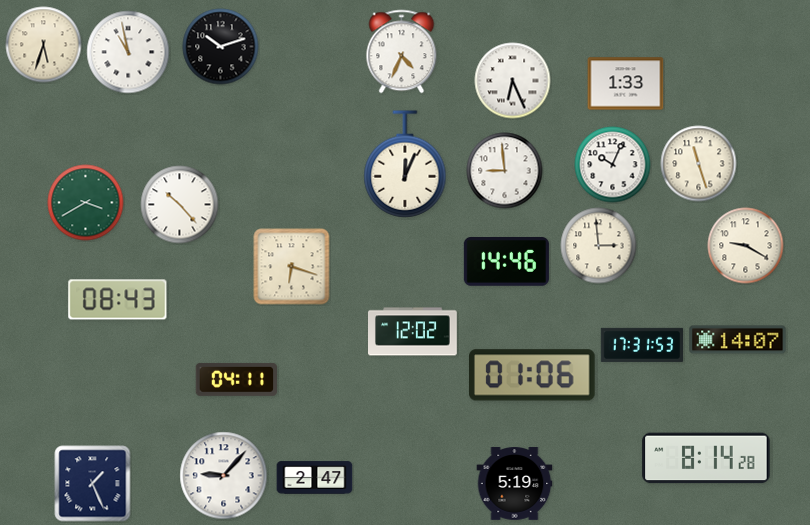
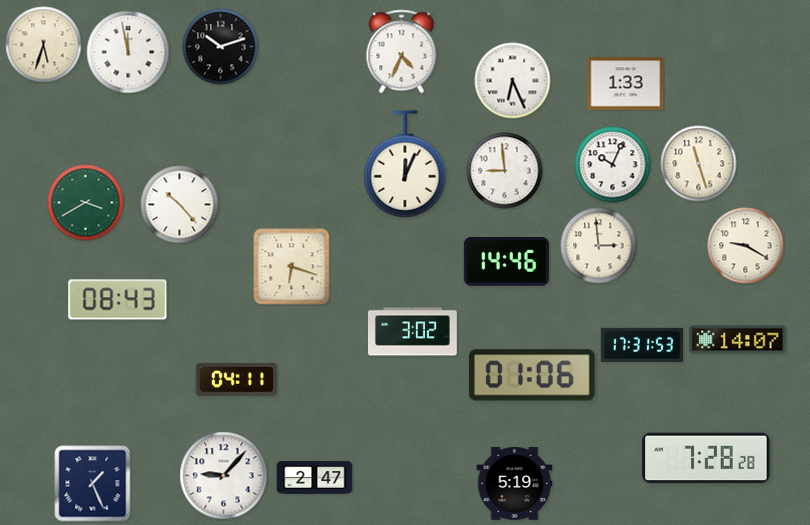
clock at (128, 52): 10:58 -> 11:58
clock at (413, 332): 12:02 -> 3:02
clock at (706, 458): 8:14 -> 7:28
